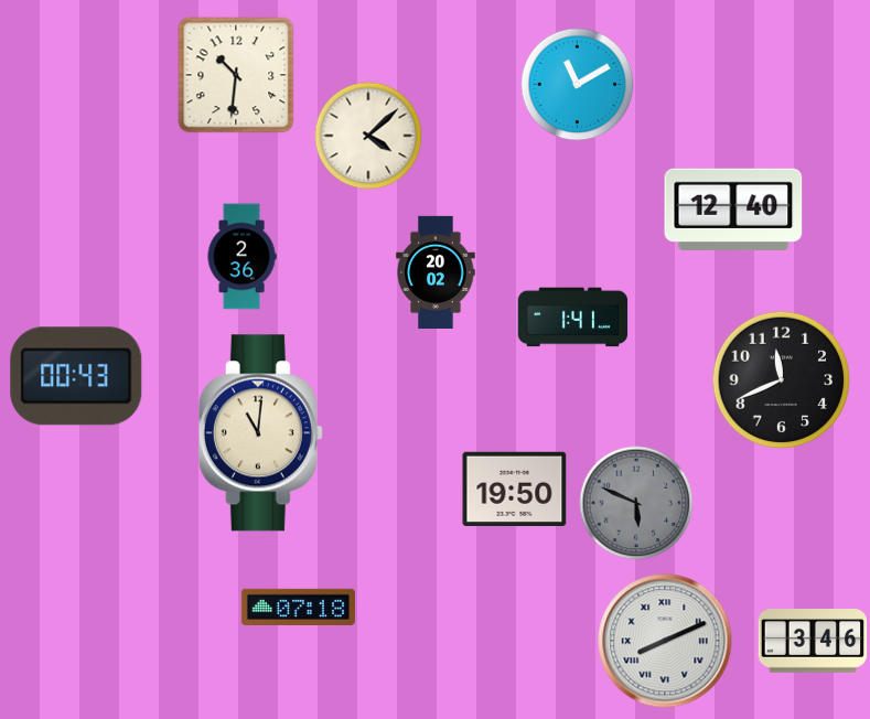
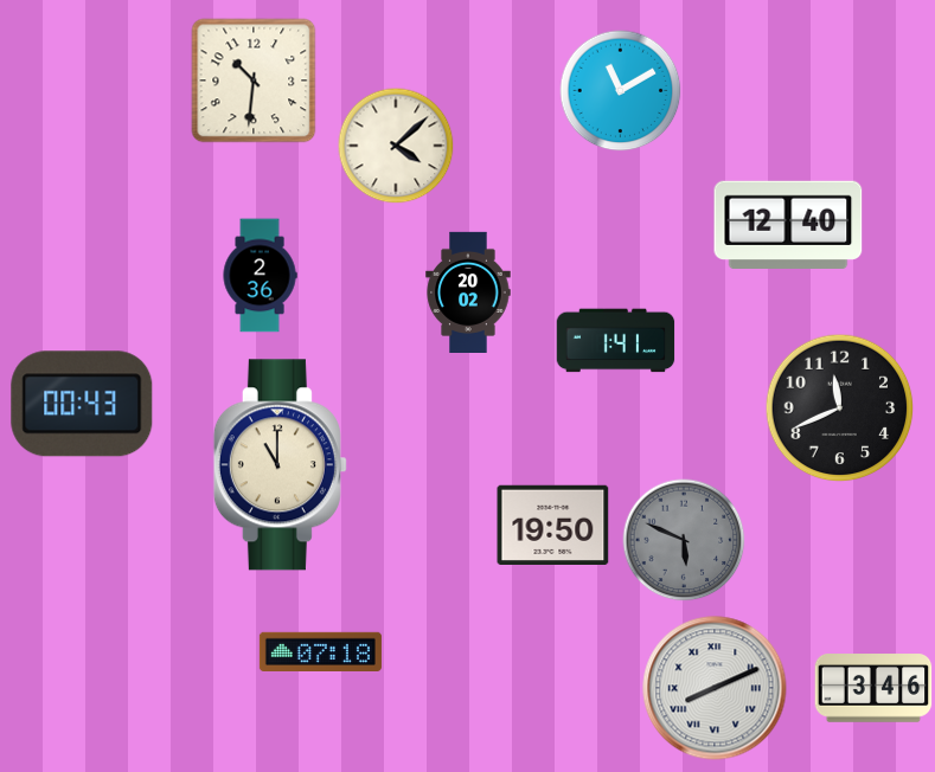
clock at (260, 433): 11:01 -> 11:00
